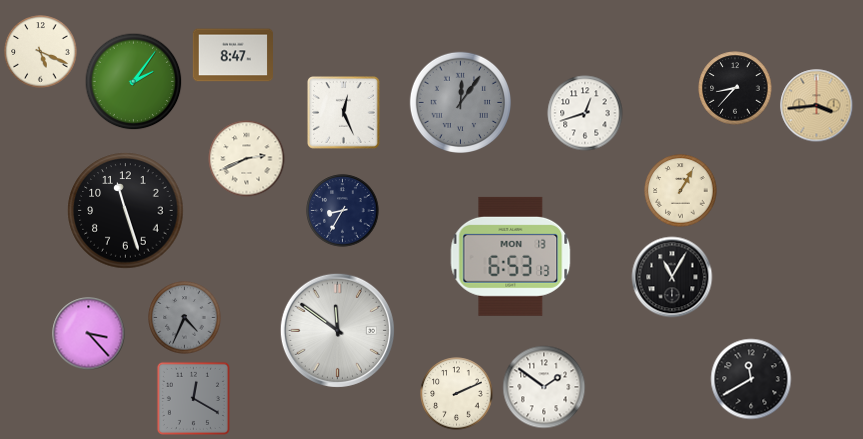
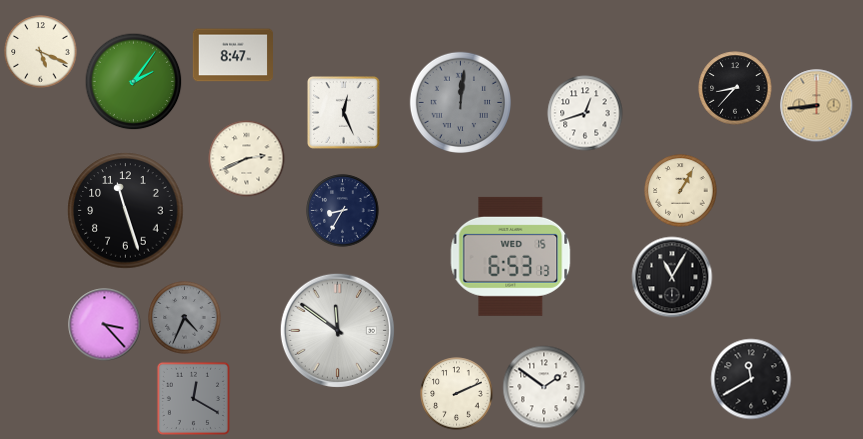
clock at (460, 102): 12:06 -> 12:01
clock at (817, 106): 3:44 -> 8:44
clock at (511, 256) date: MON 13 -> WED 15
clock at (89, 334) position: (89, 334) -> (105, 325)
